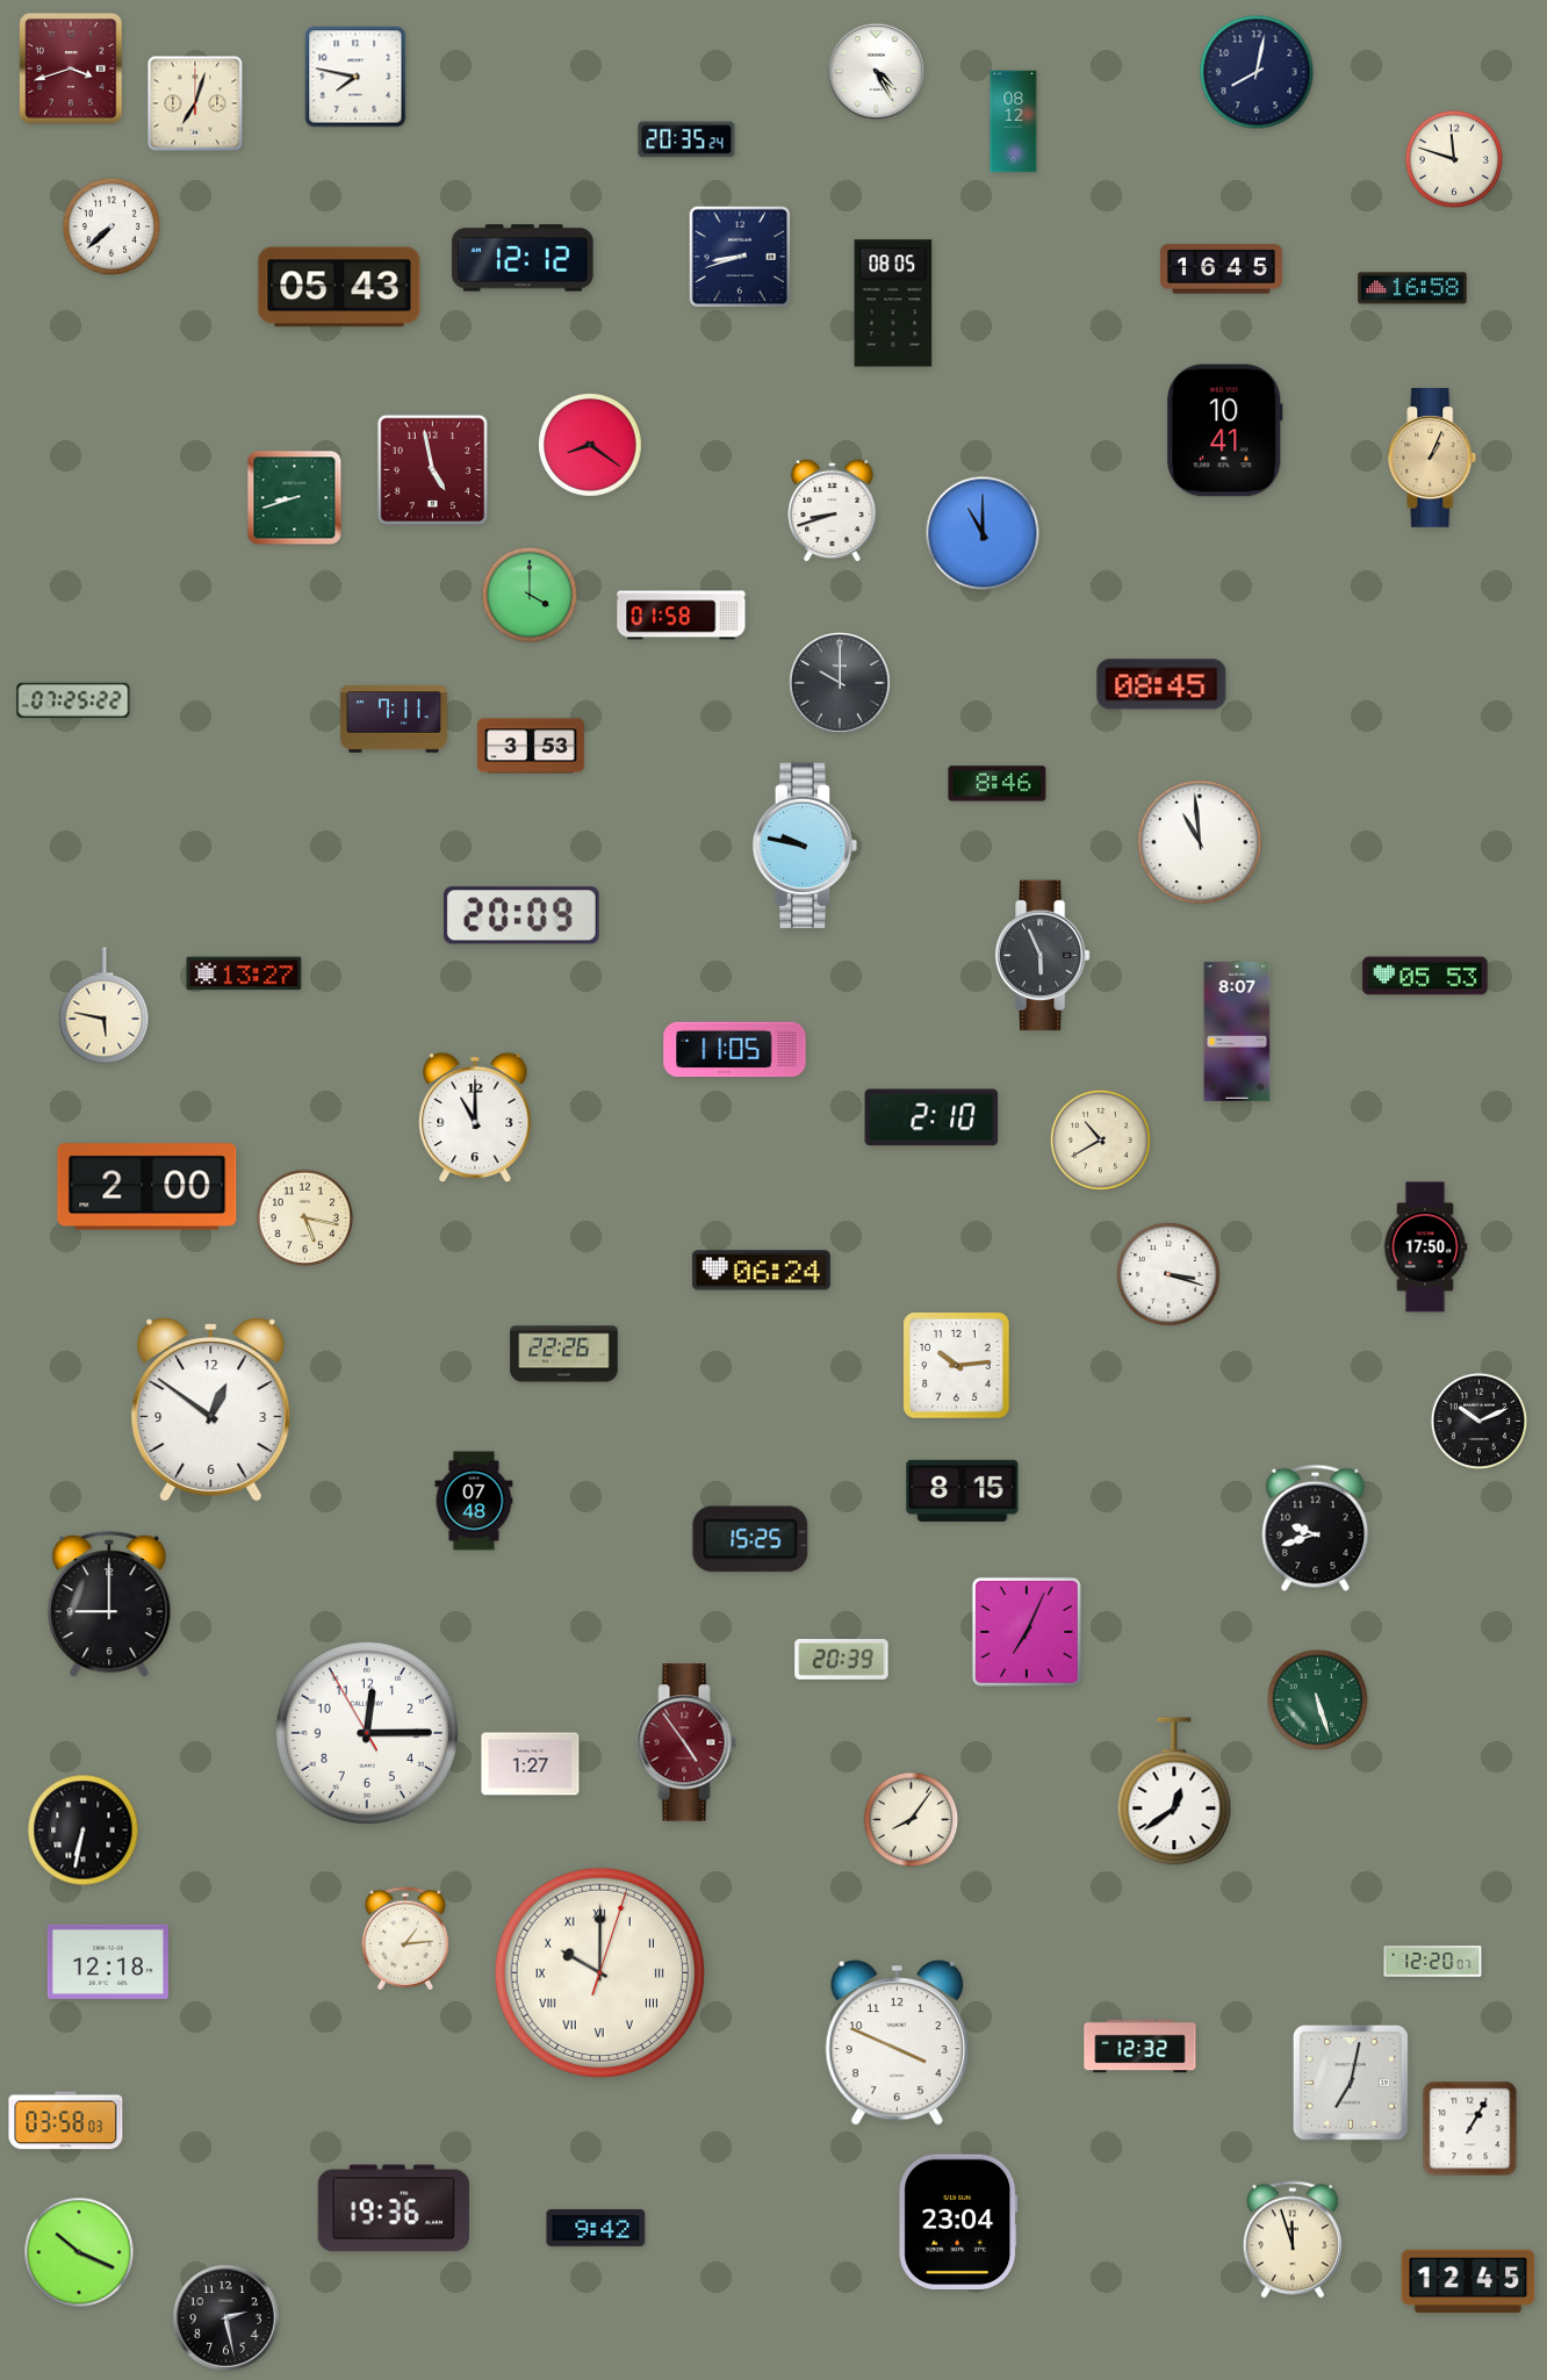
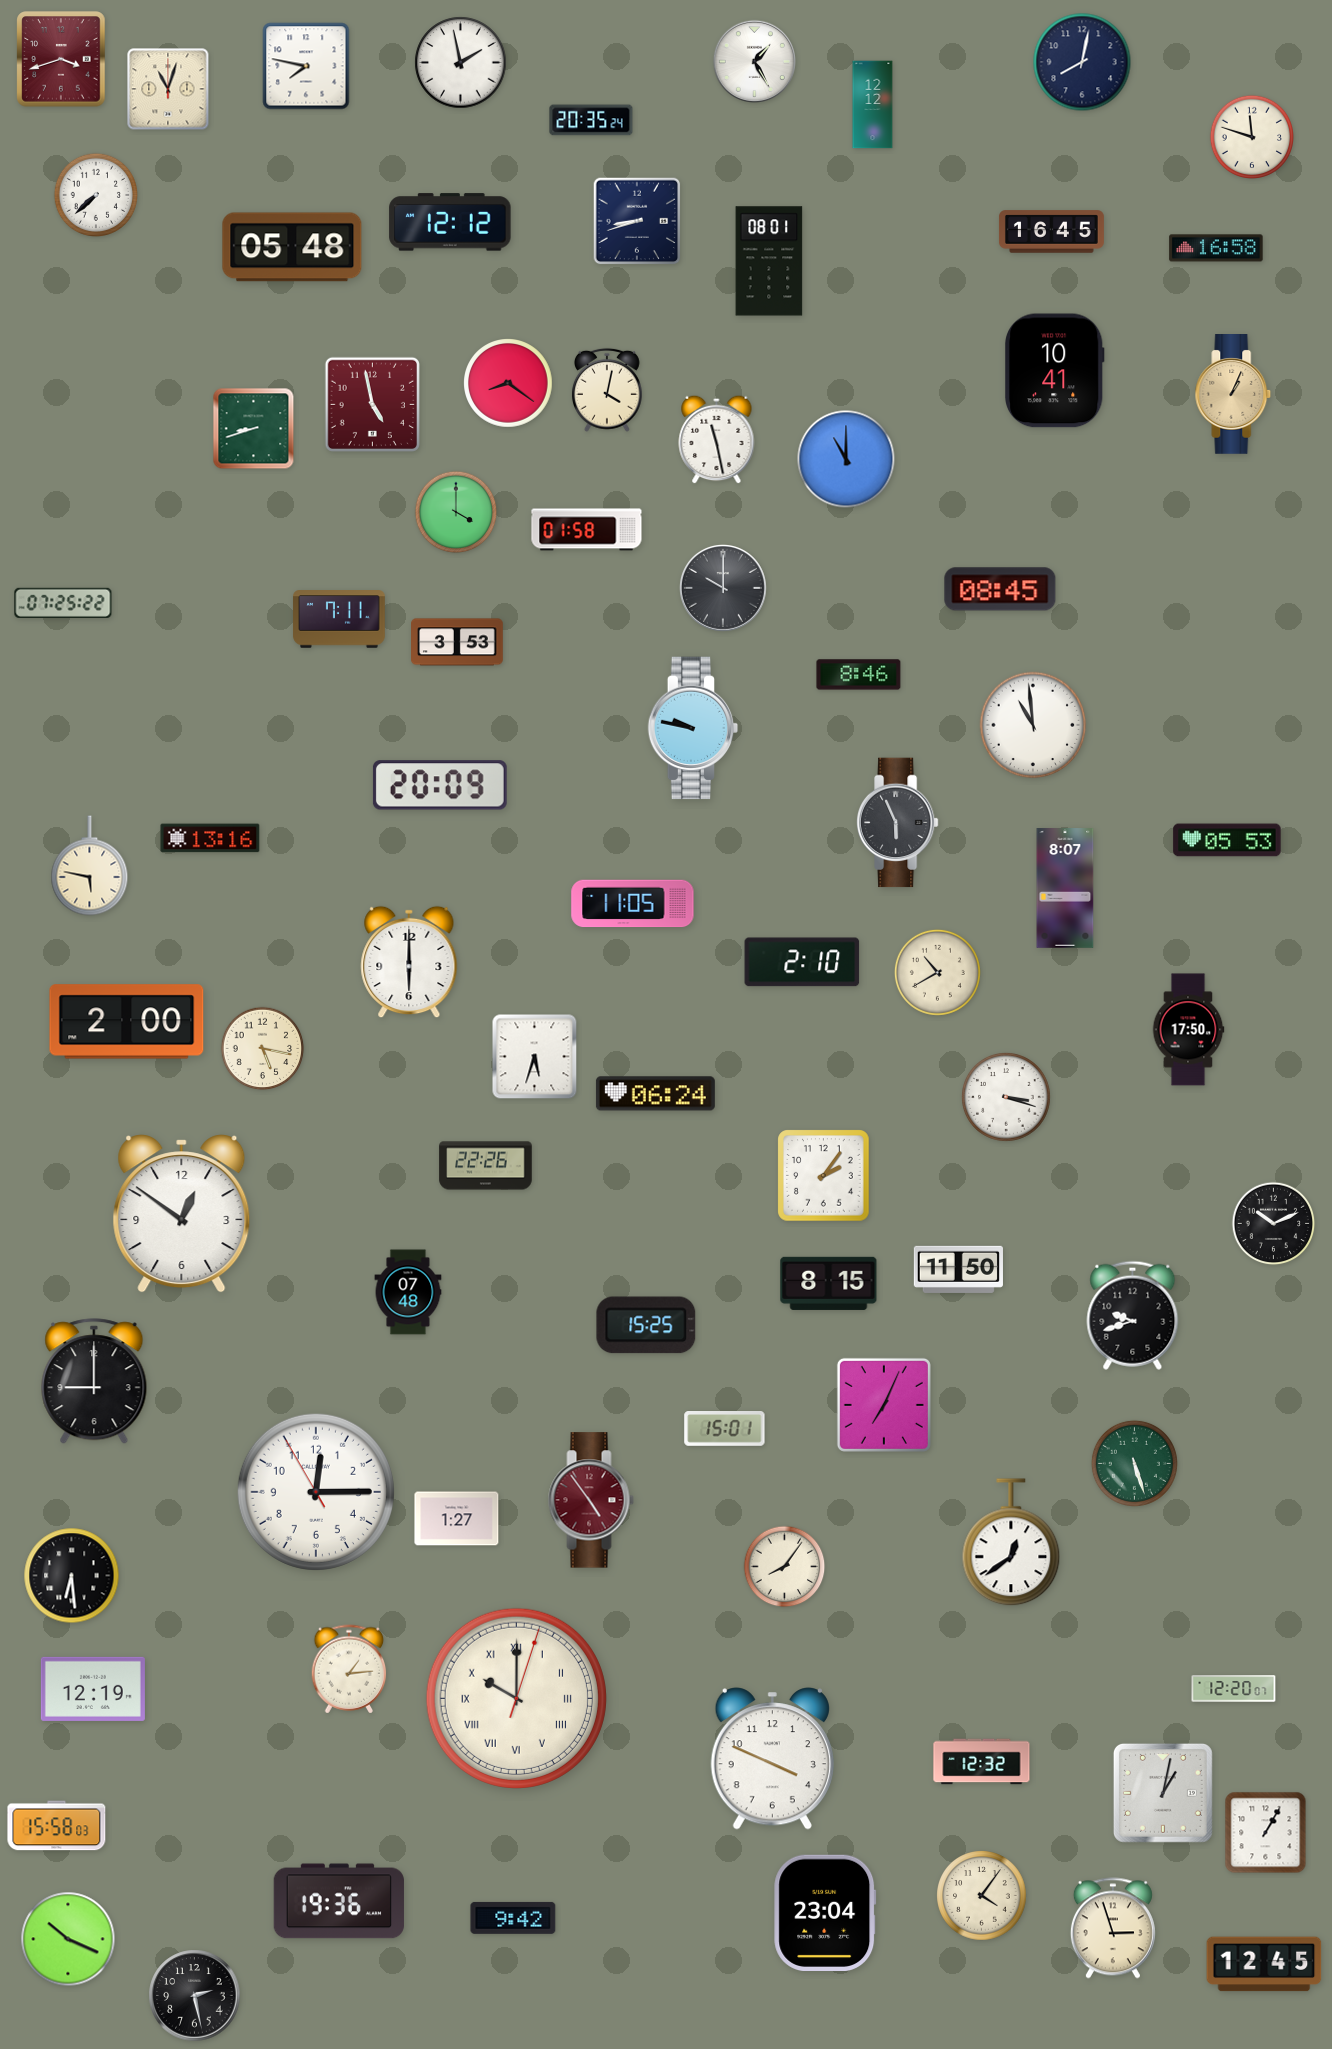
clock at (876, 71): 4:25 -> 1:25
clock at (461, 63): none -> 1:58
clock at (195, 103): 7:03 -> 11:03
clock at (1014, 122): 08:12 -> 12:12
clock at (339, 287): 05:43 -> 05:48
clock at (893, 303): 08:05 -> 08:01
clock at (607, 390): none -> 4:02
clock at (833, 510): 8:42 -> 11:28
clock at (521, 915) position: (521, 915) -> (440, 785)
clock at (244, 973): 13:27 -> 13:16
clock at (475, 1117): 11:00 -> 6:00
clock at (1100, 1139) position: (1100, 1139) -> (937, 972)
clock at (535, 1057): none -> 5:33
clock at (1425, 1247) position: (1425, 1247) -> (1188, 1030)
clock at (957, 1366): 10:14 -> 2:06
clock at (958, 1269): none -> 11:50
clock at (842, 1660): 20:39 -> 15:01
clock at (84, 1831): 6:32 -> 6:29
clock at (108, 1962): 12:18 -> 12:19
clock at (1351, 2083): 7:02 -> 1:02
clock at (66, 2121): 03:58 -> 15:58
clock at (982, 1896): none -> 4:06
clock at (1293, 2239): 11:57 -> 2:57
